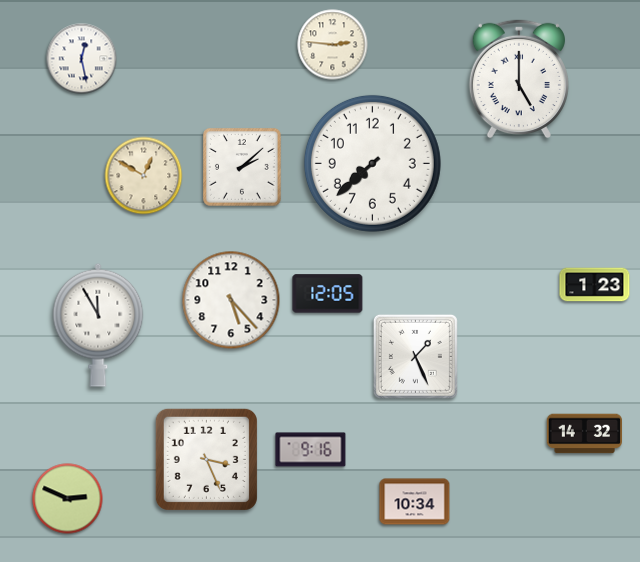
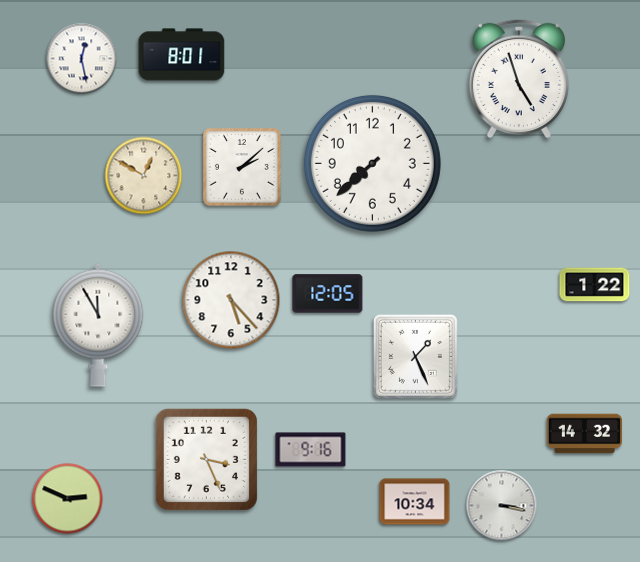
clock at (333, 45): 2:46 -> none
clock at (182, 55): none -> 8:01
clock at (519, 79): 5:00 -> 4:57
clock at (595, 285): 1:23 -> 1:22
clock at (502, 506): none -> 3:17
